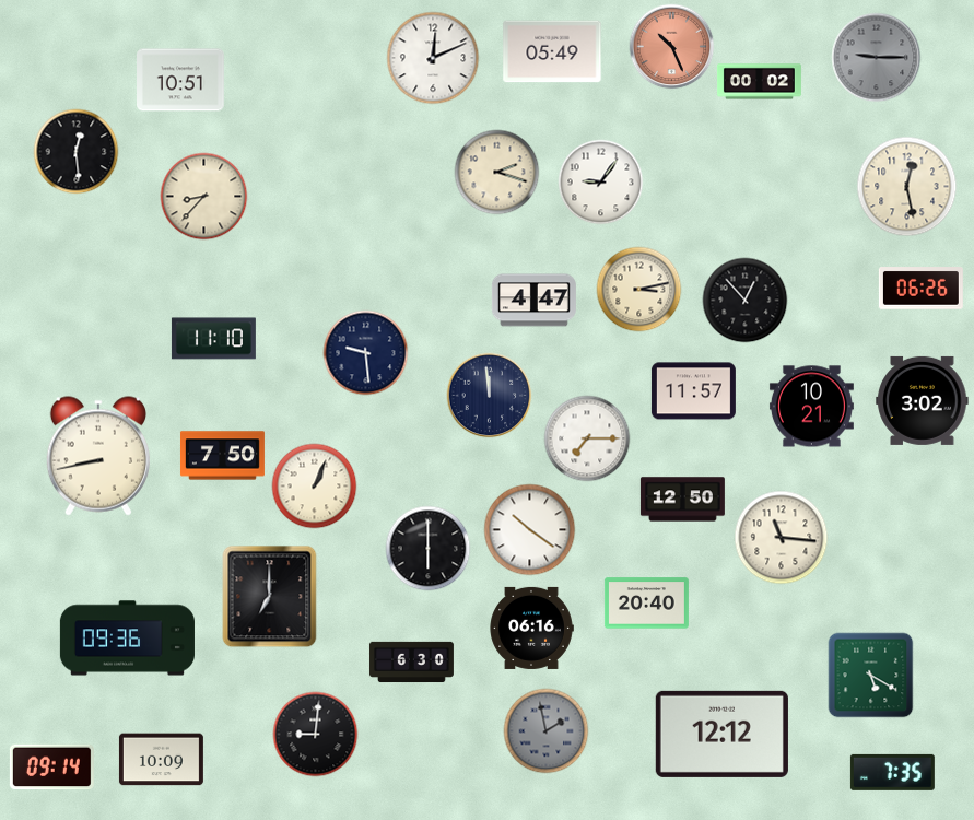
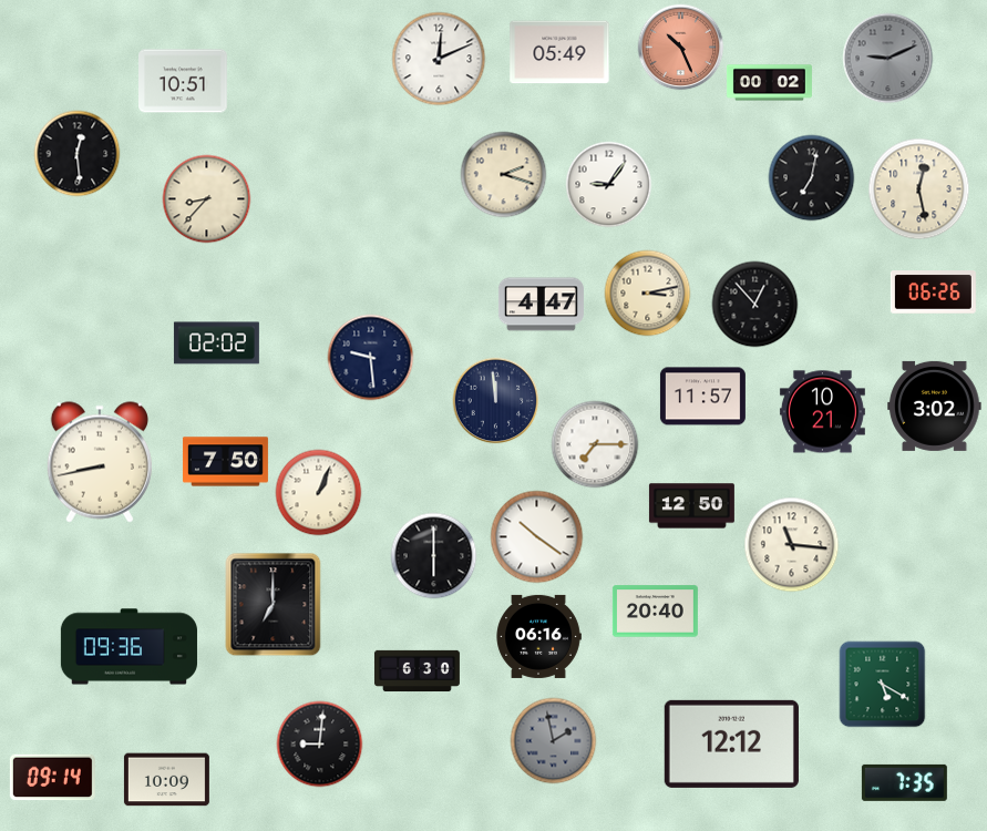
clock at (876, 57): 9:15 -> 9:11
clock at (811, 177): none -> 7:02
clock at (213, 339): 11:10 -> 02:02
clock at (161, 760) position: (161, 760) -> (166, 780)
